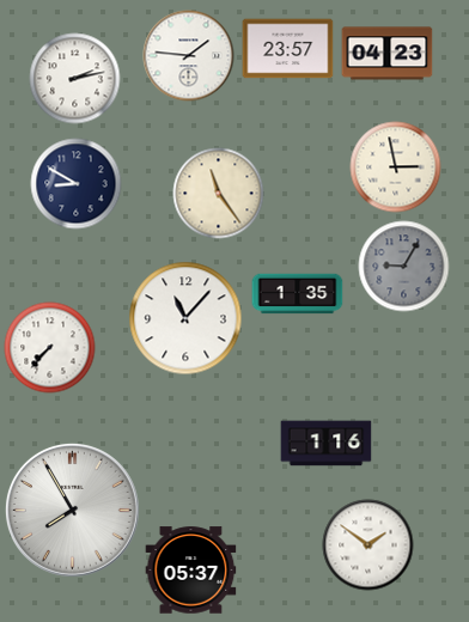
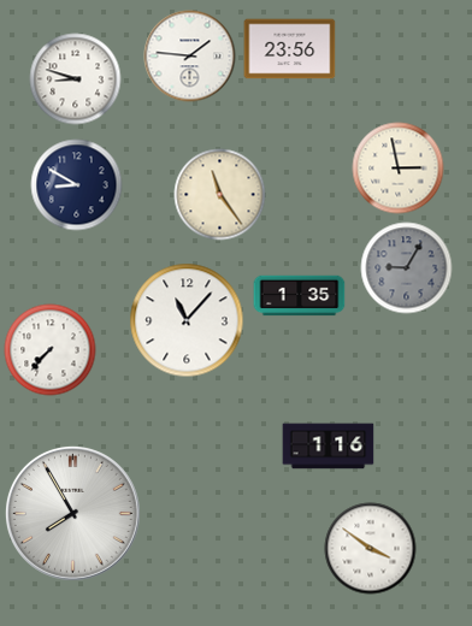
clock at (288, 49): 23:57 -> 23:56
clock at (388, 54): 04:23 -> none
clock at (75, 79): 2:13 -> 8:48
clock at (368, 545): 1:51 -> 3:51
clock at (191, 571): 05:37 -> none
